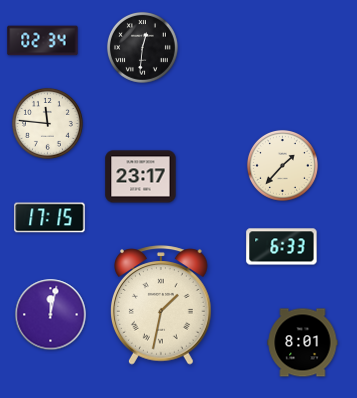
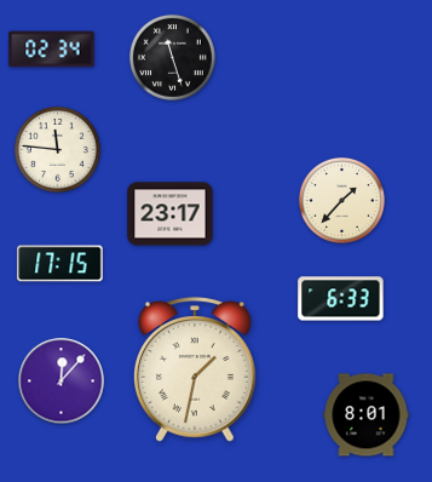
clock at (143, 48): 12:31 -> 11:27
clock at (51, 315): 12:02 -> 12:07
